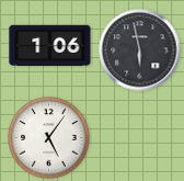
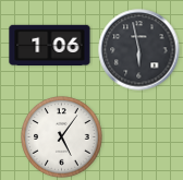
clock at (49, 138) position: (49, 138) -> (62, 137)
